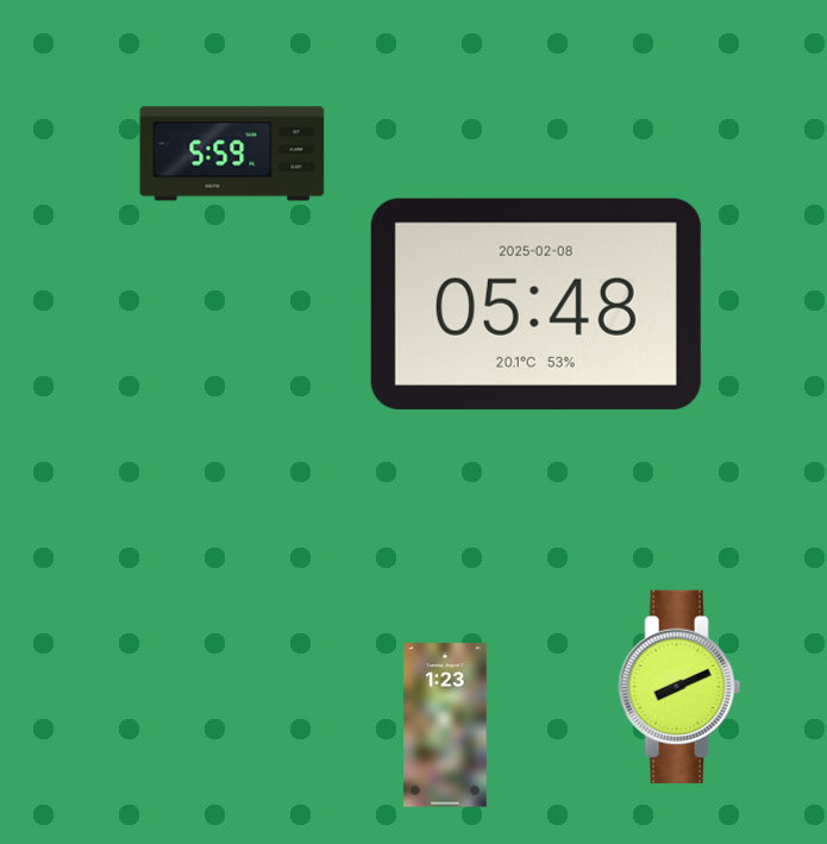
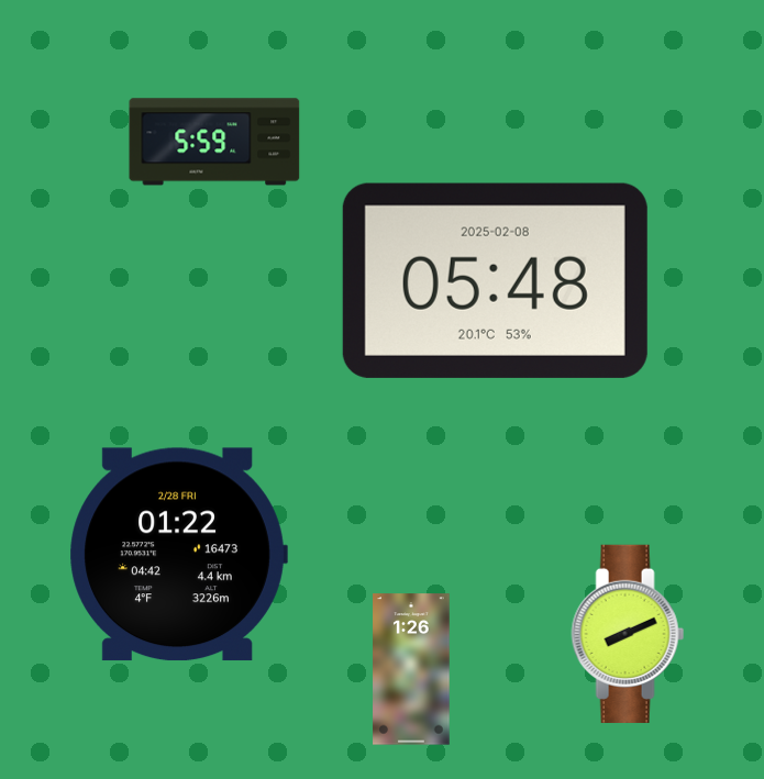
clock at (178, 555): none -> 01:22
clock at (445, 725): 1:23 -> 1:26
